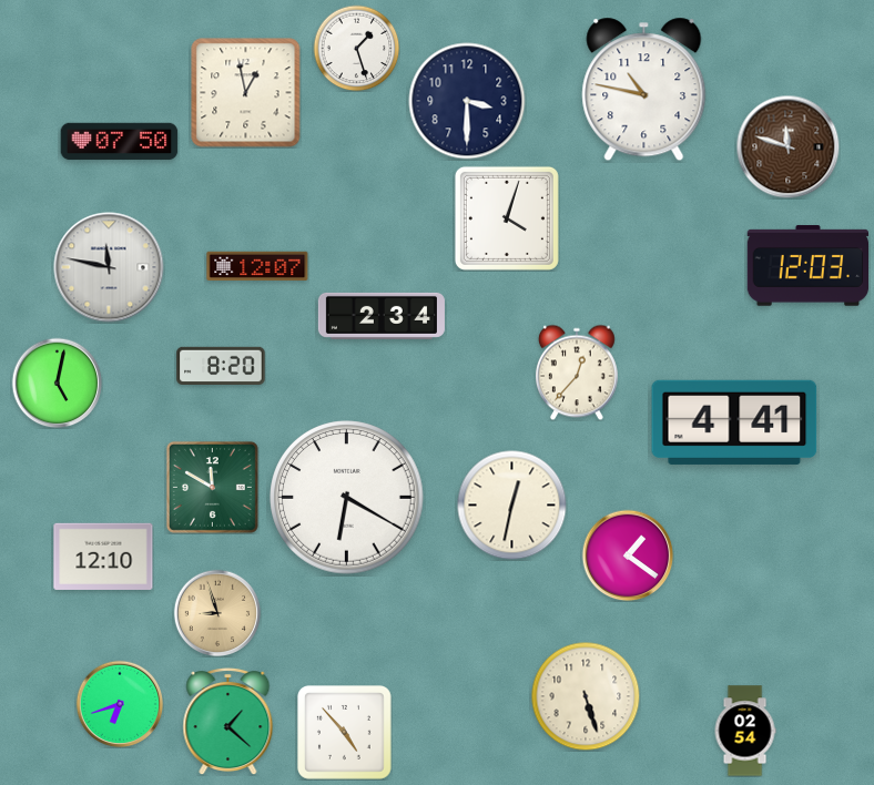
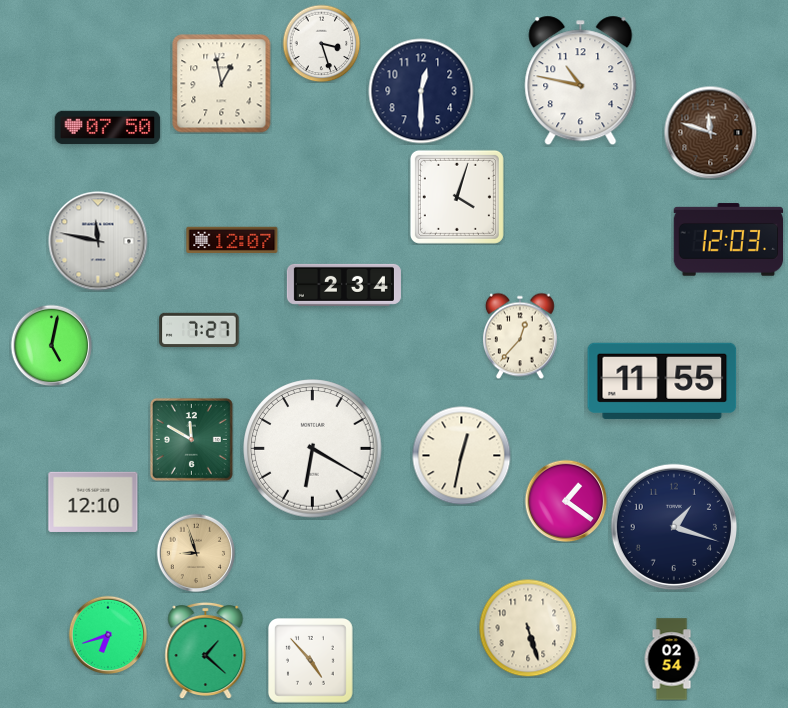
clock at (356, 48): 1:27 -> 3:27
clock at (467, 101): 3:30 -> 12:30
clock at (221, 366): 8:20 -> 7:27
clock at (734, 422): 4:41 -> 11:55
clock at (674, 527): none -> 1:18
